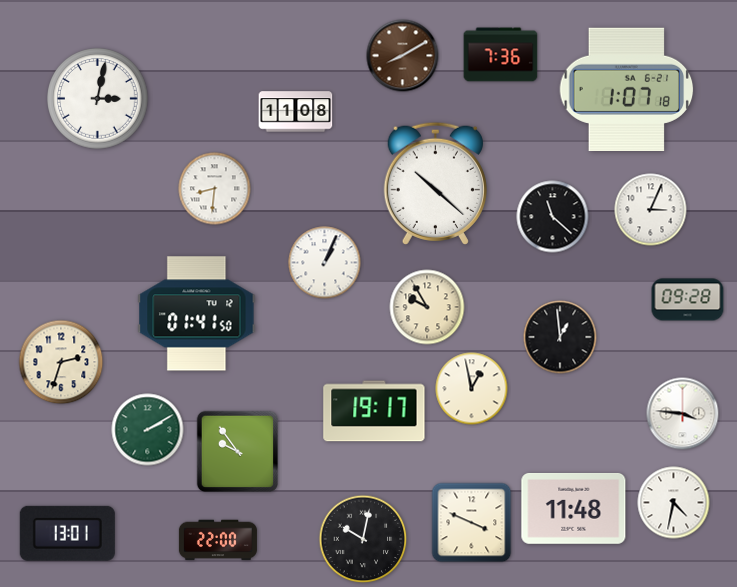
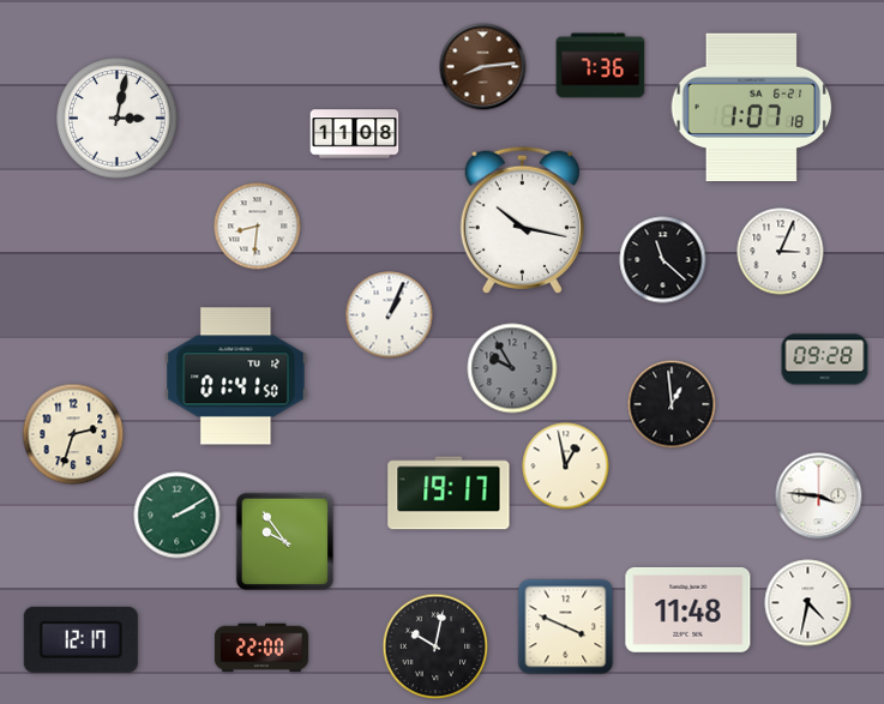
clock at (403, 56): 8:10 -> 8:14
clock at (435, 183): 10:22 -> 10:17
clock at (427, 307) dial: cream -> grey
clock at (67, 533): 13:01 -> 12:17
